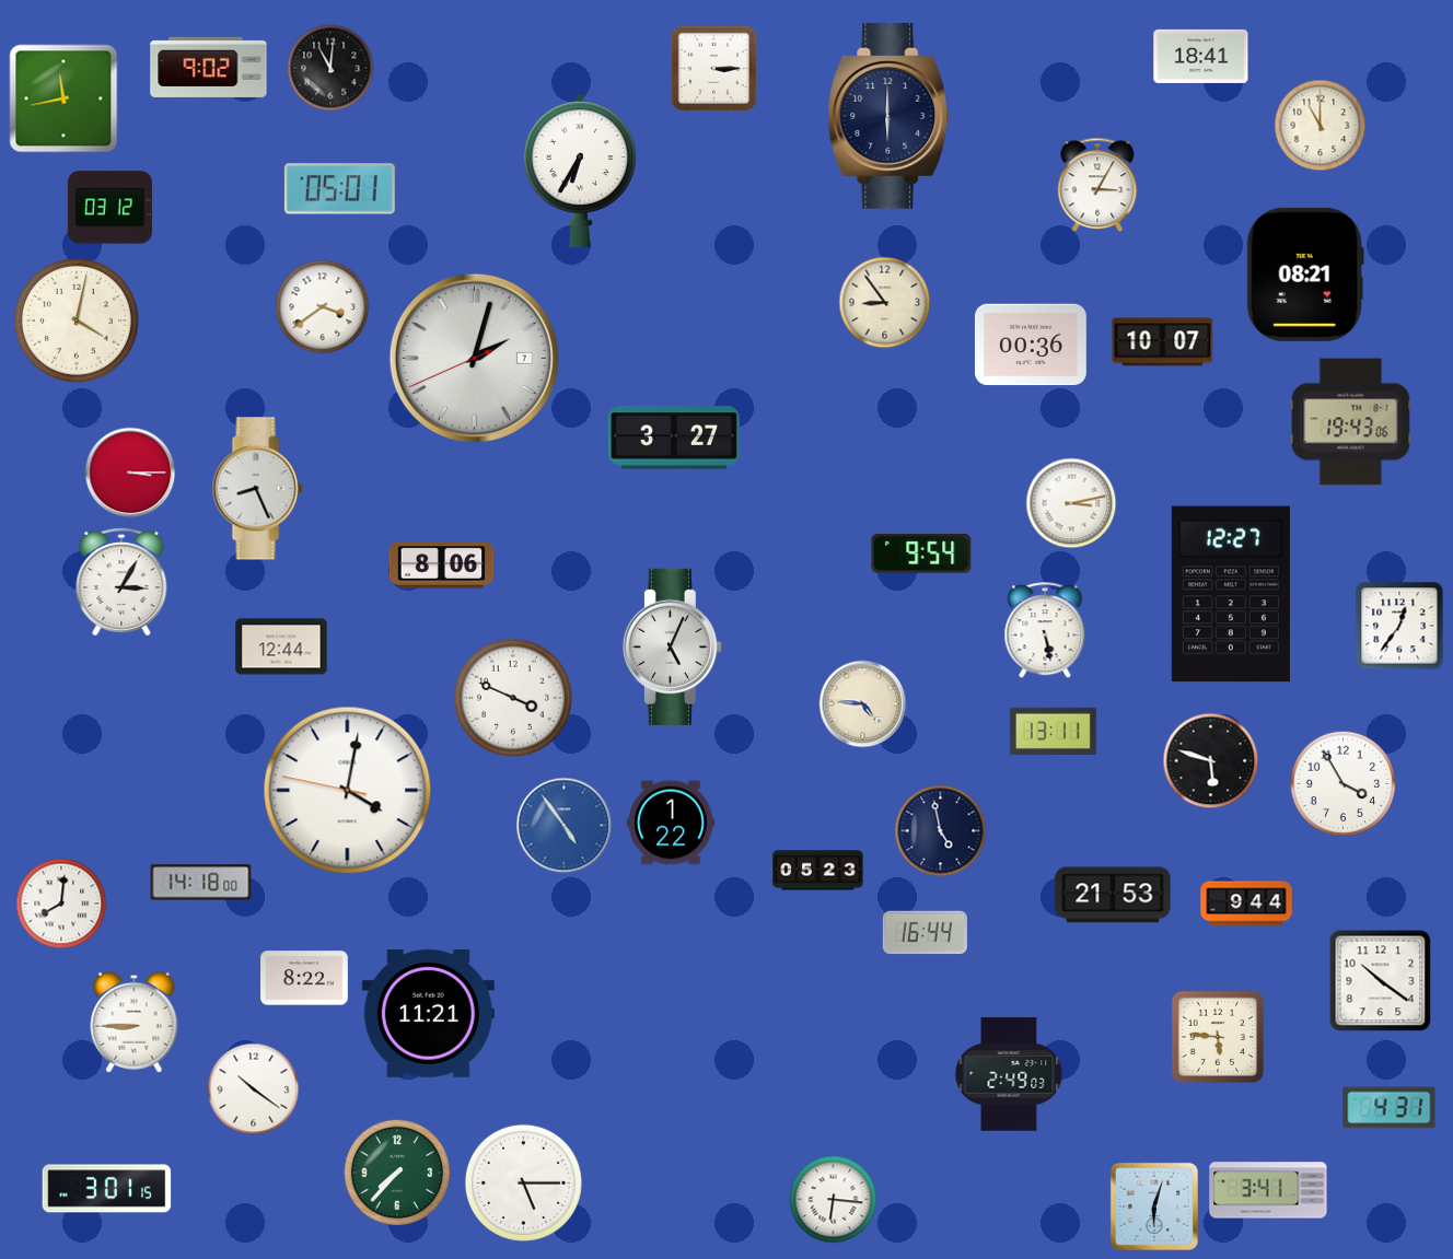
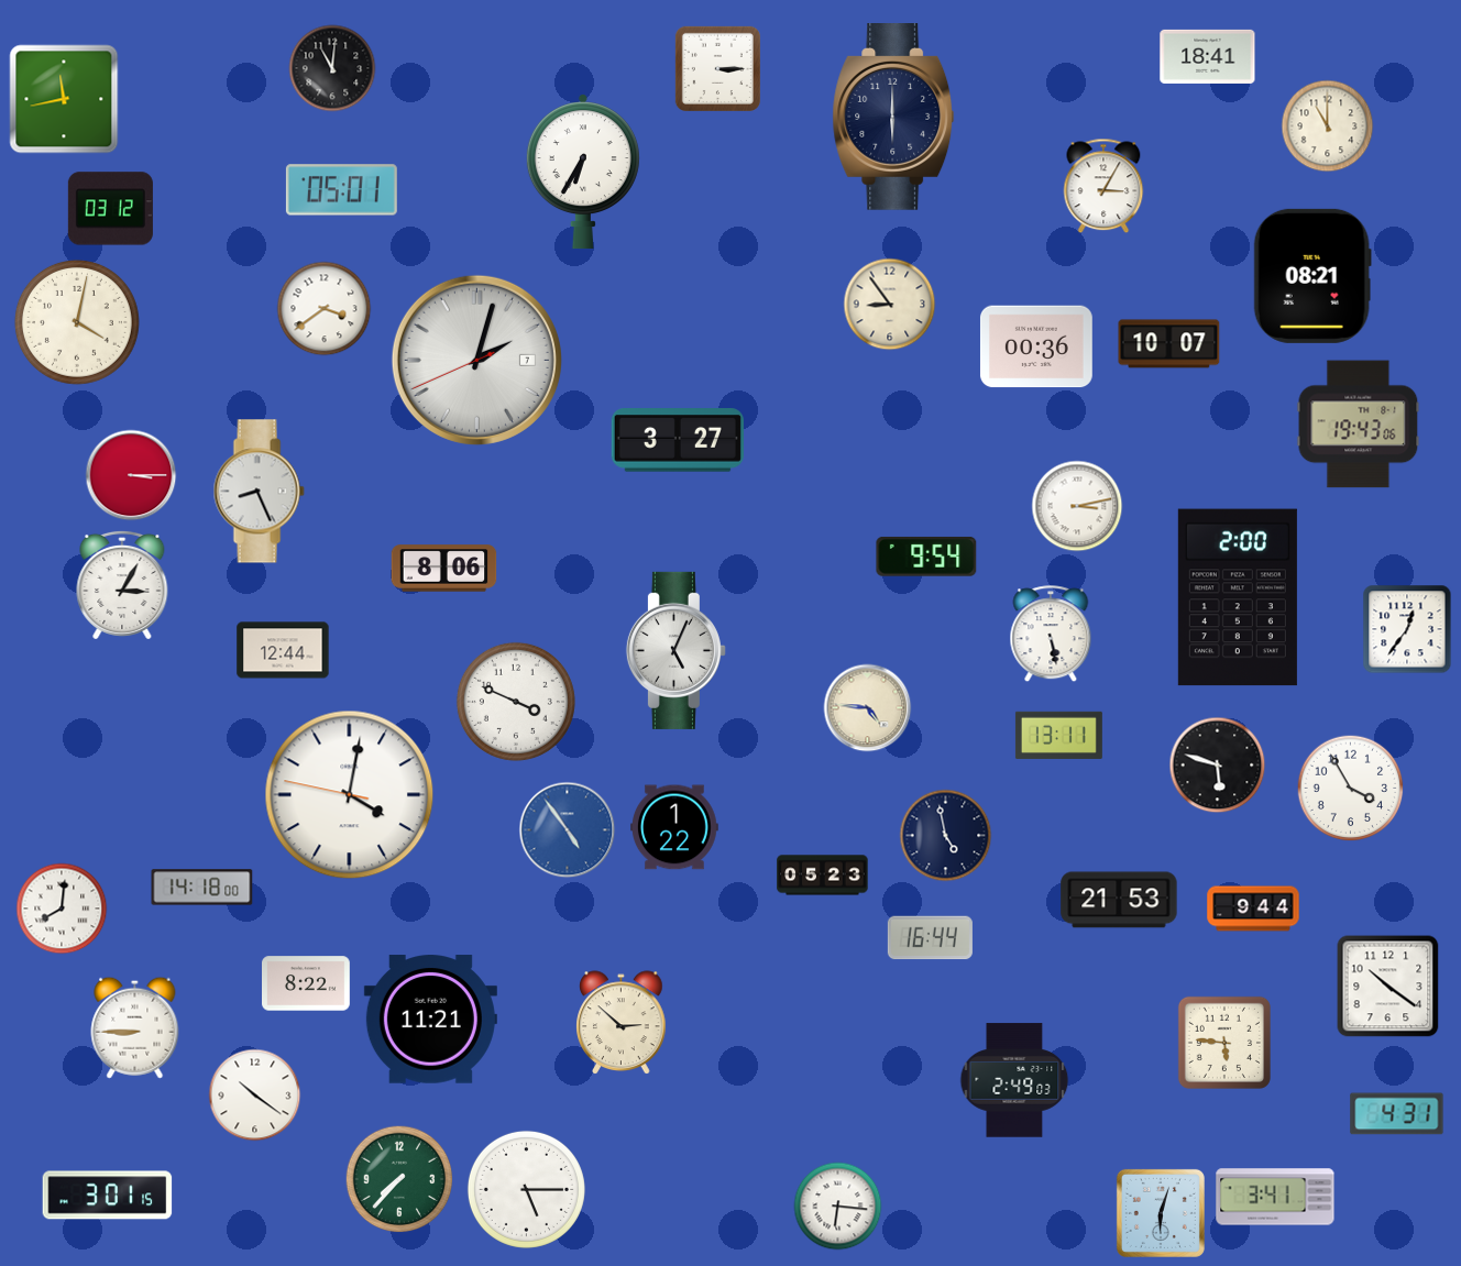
clock at (209, 67): 9:02 -> none
clock at (1231, 594): 12:27 -> 2:00
clock at (622, 1023): none -> 2:52
